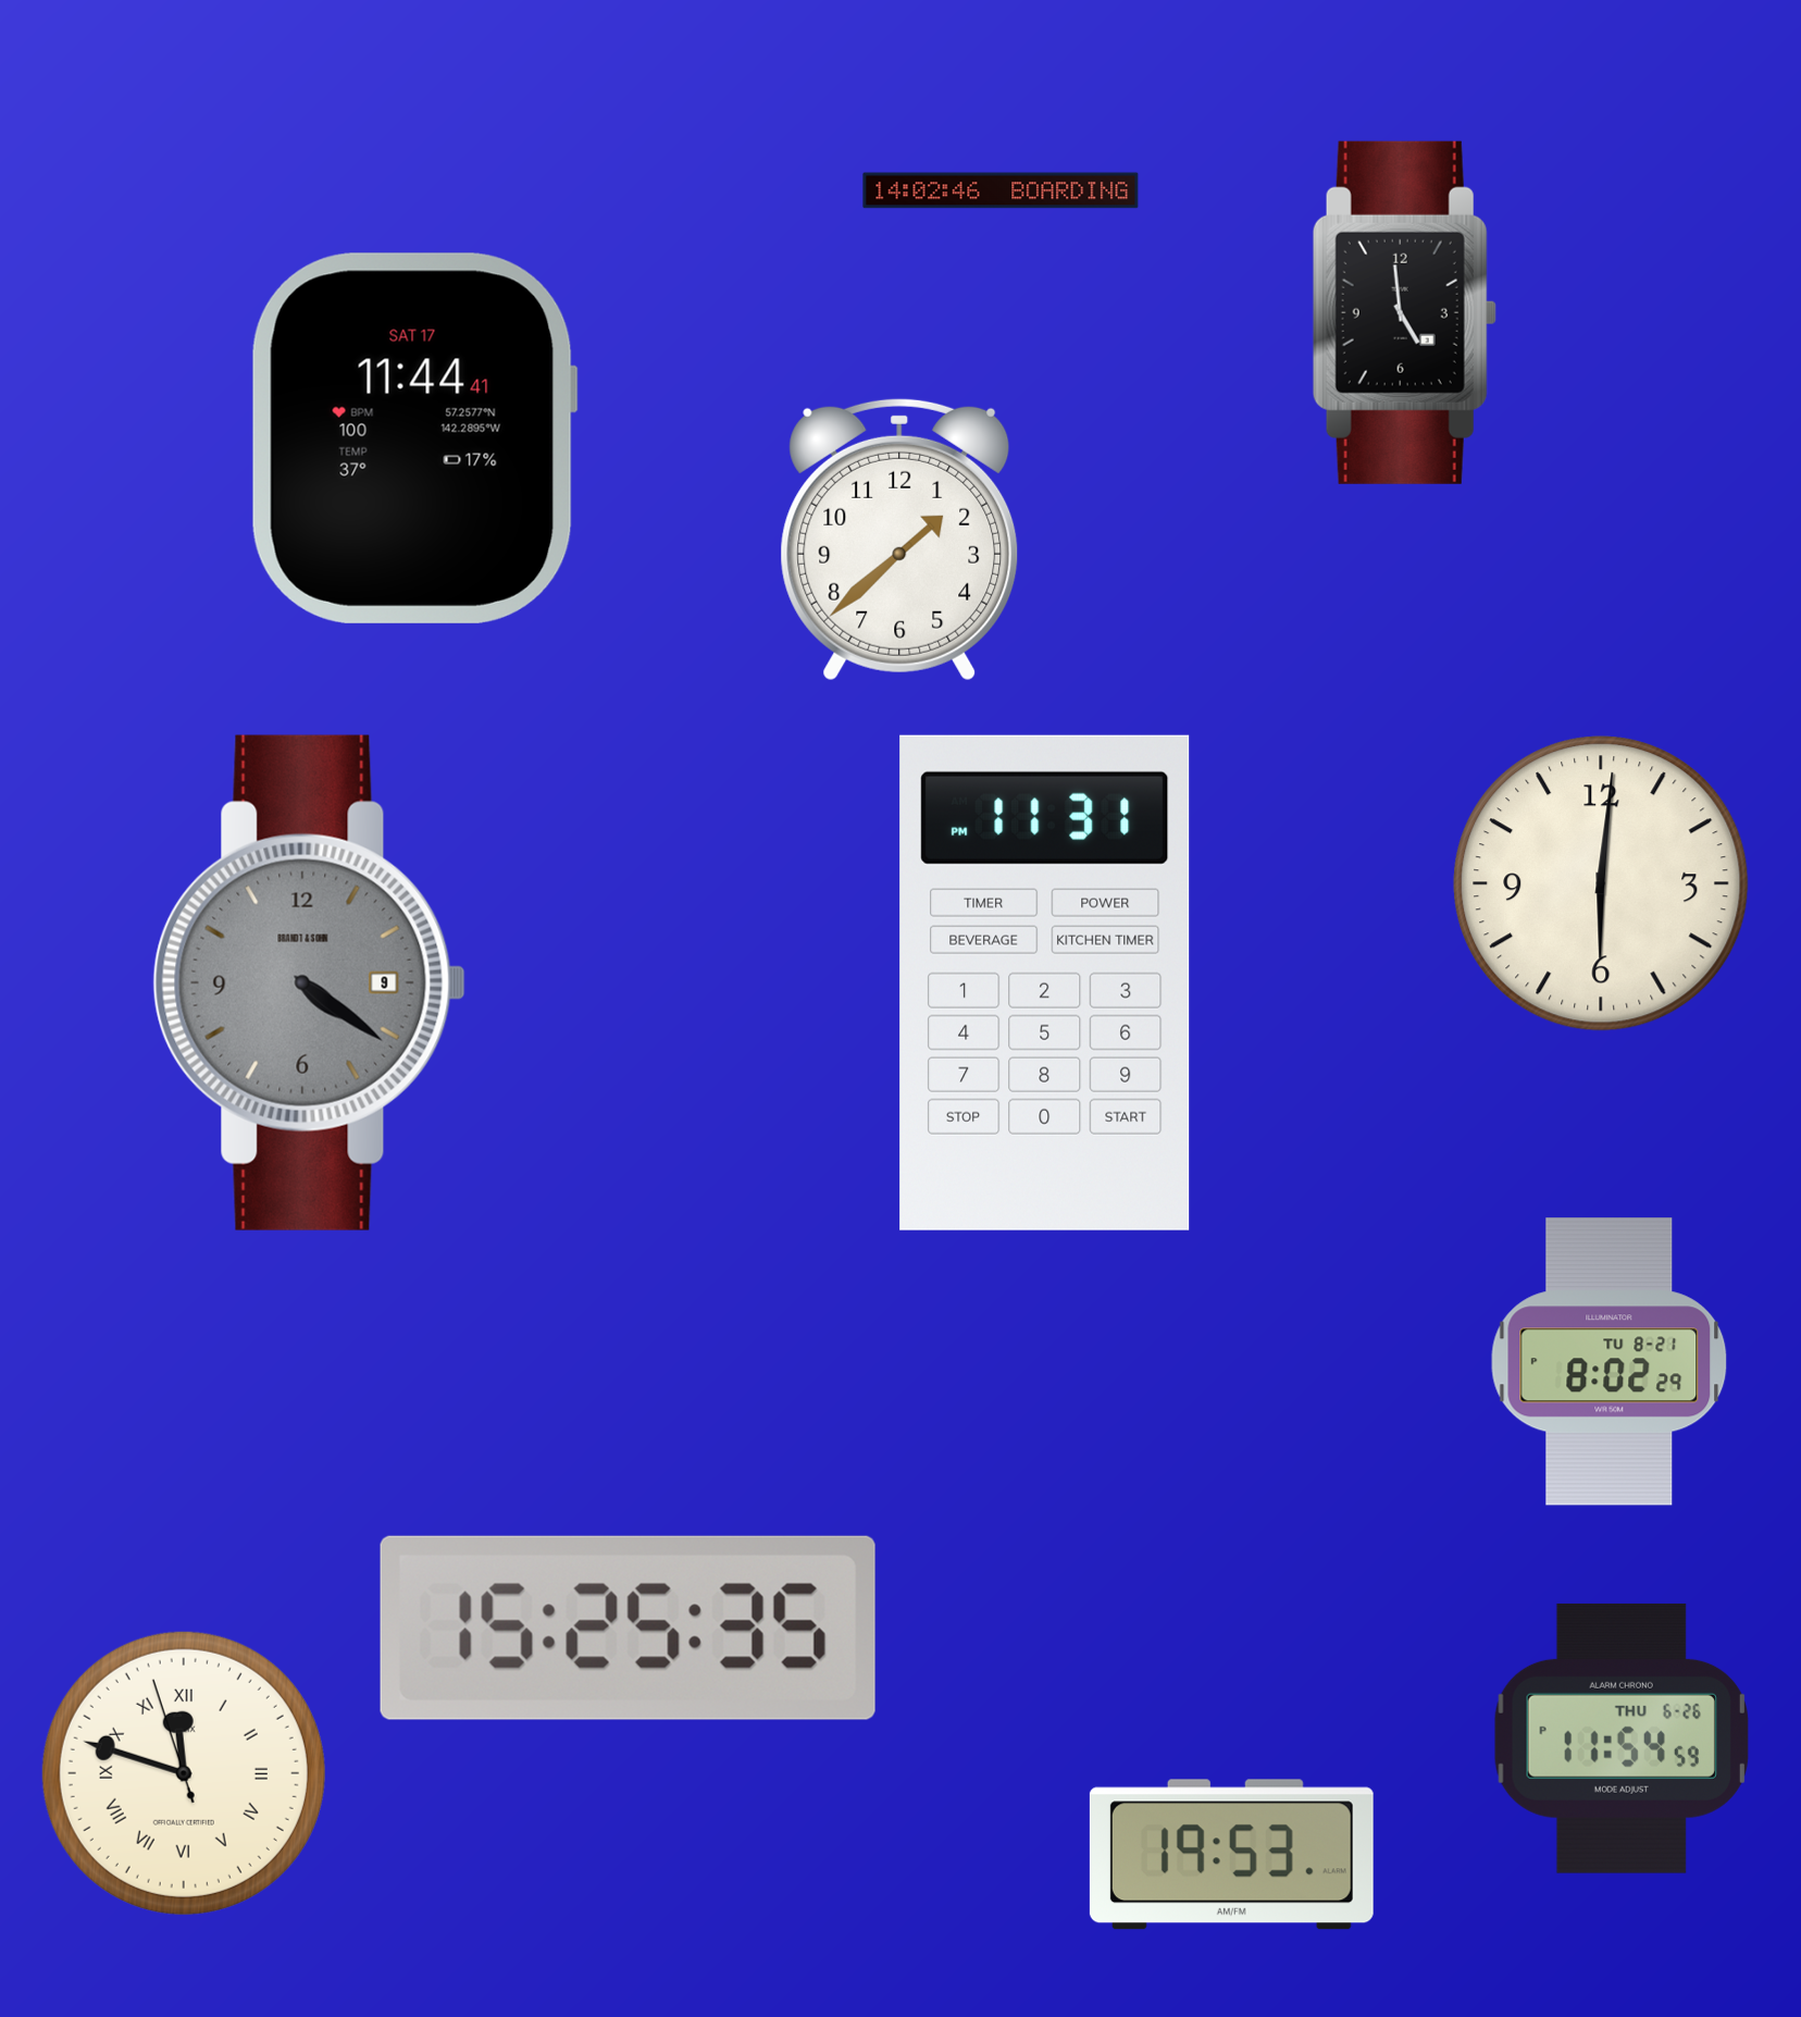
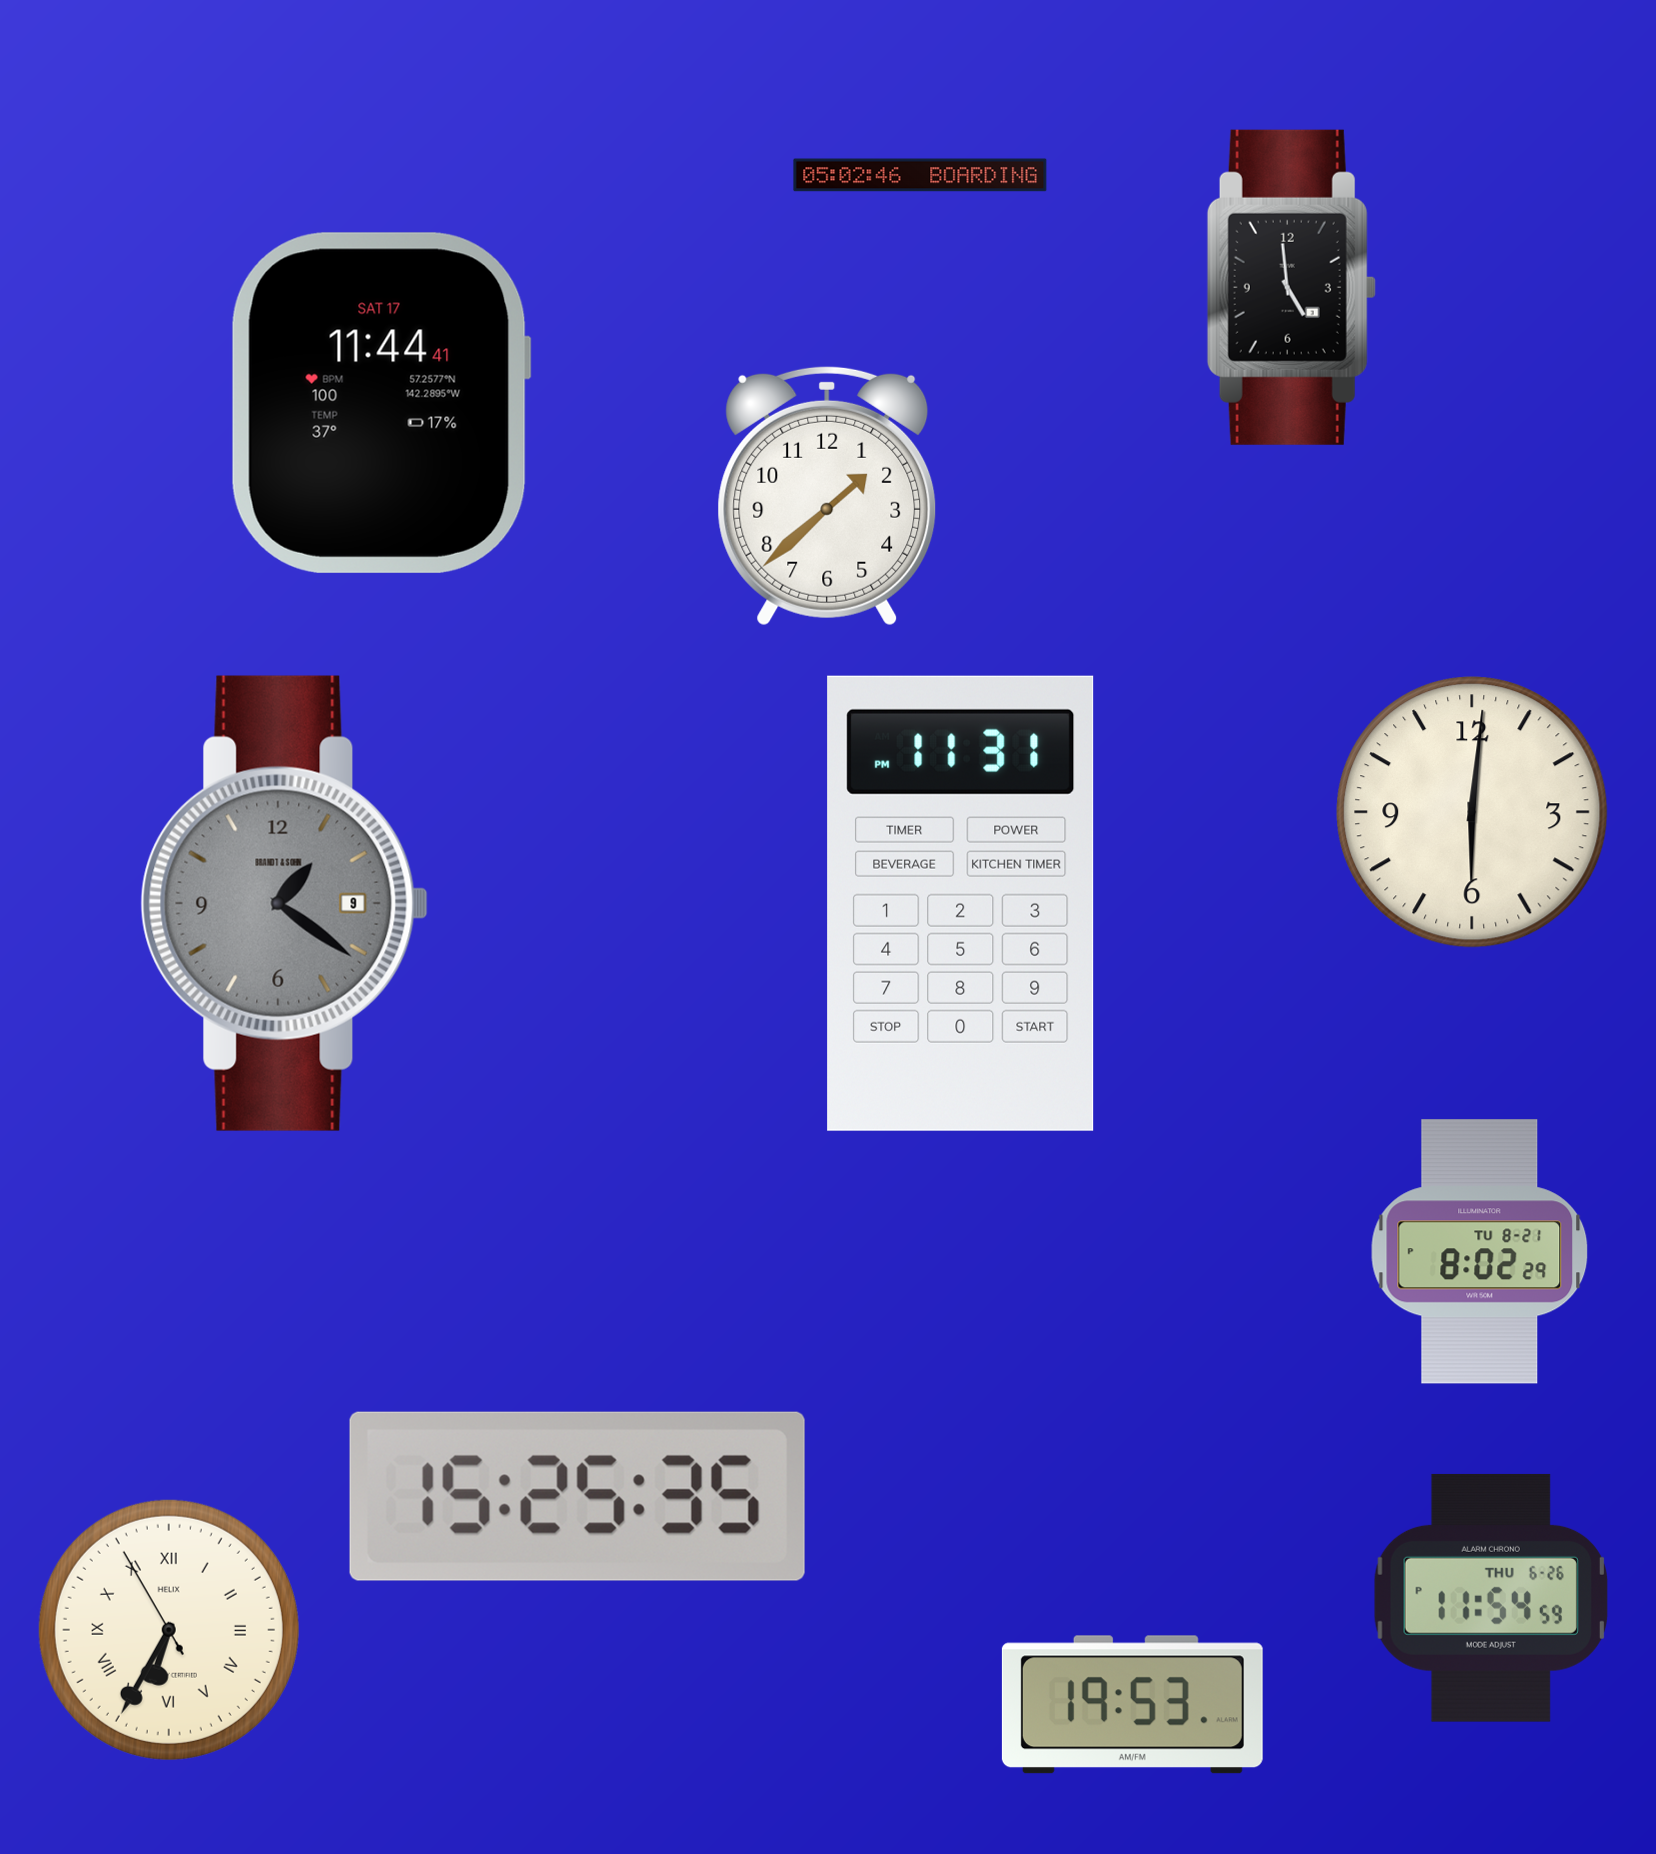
clock at (1001, 190): 14:02 -> 05:02
clock at (309, 982): 4:21 -> 1:21
clock at (184, 1773): 11:47 -> 6:34
